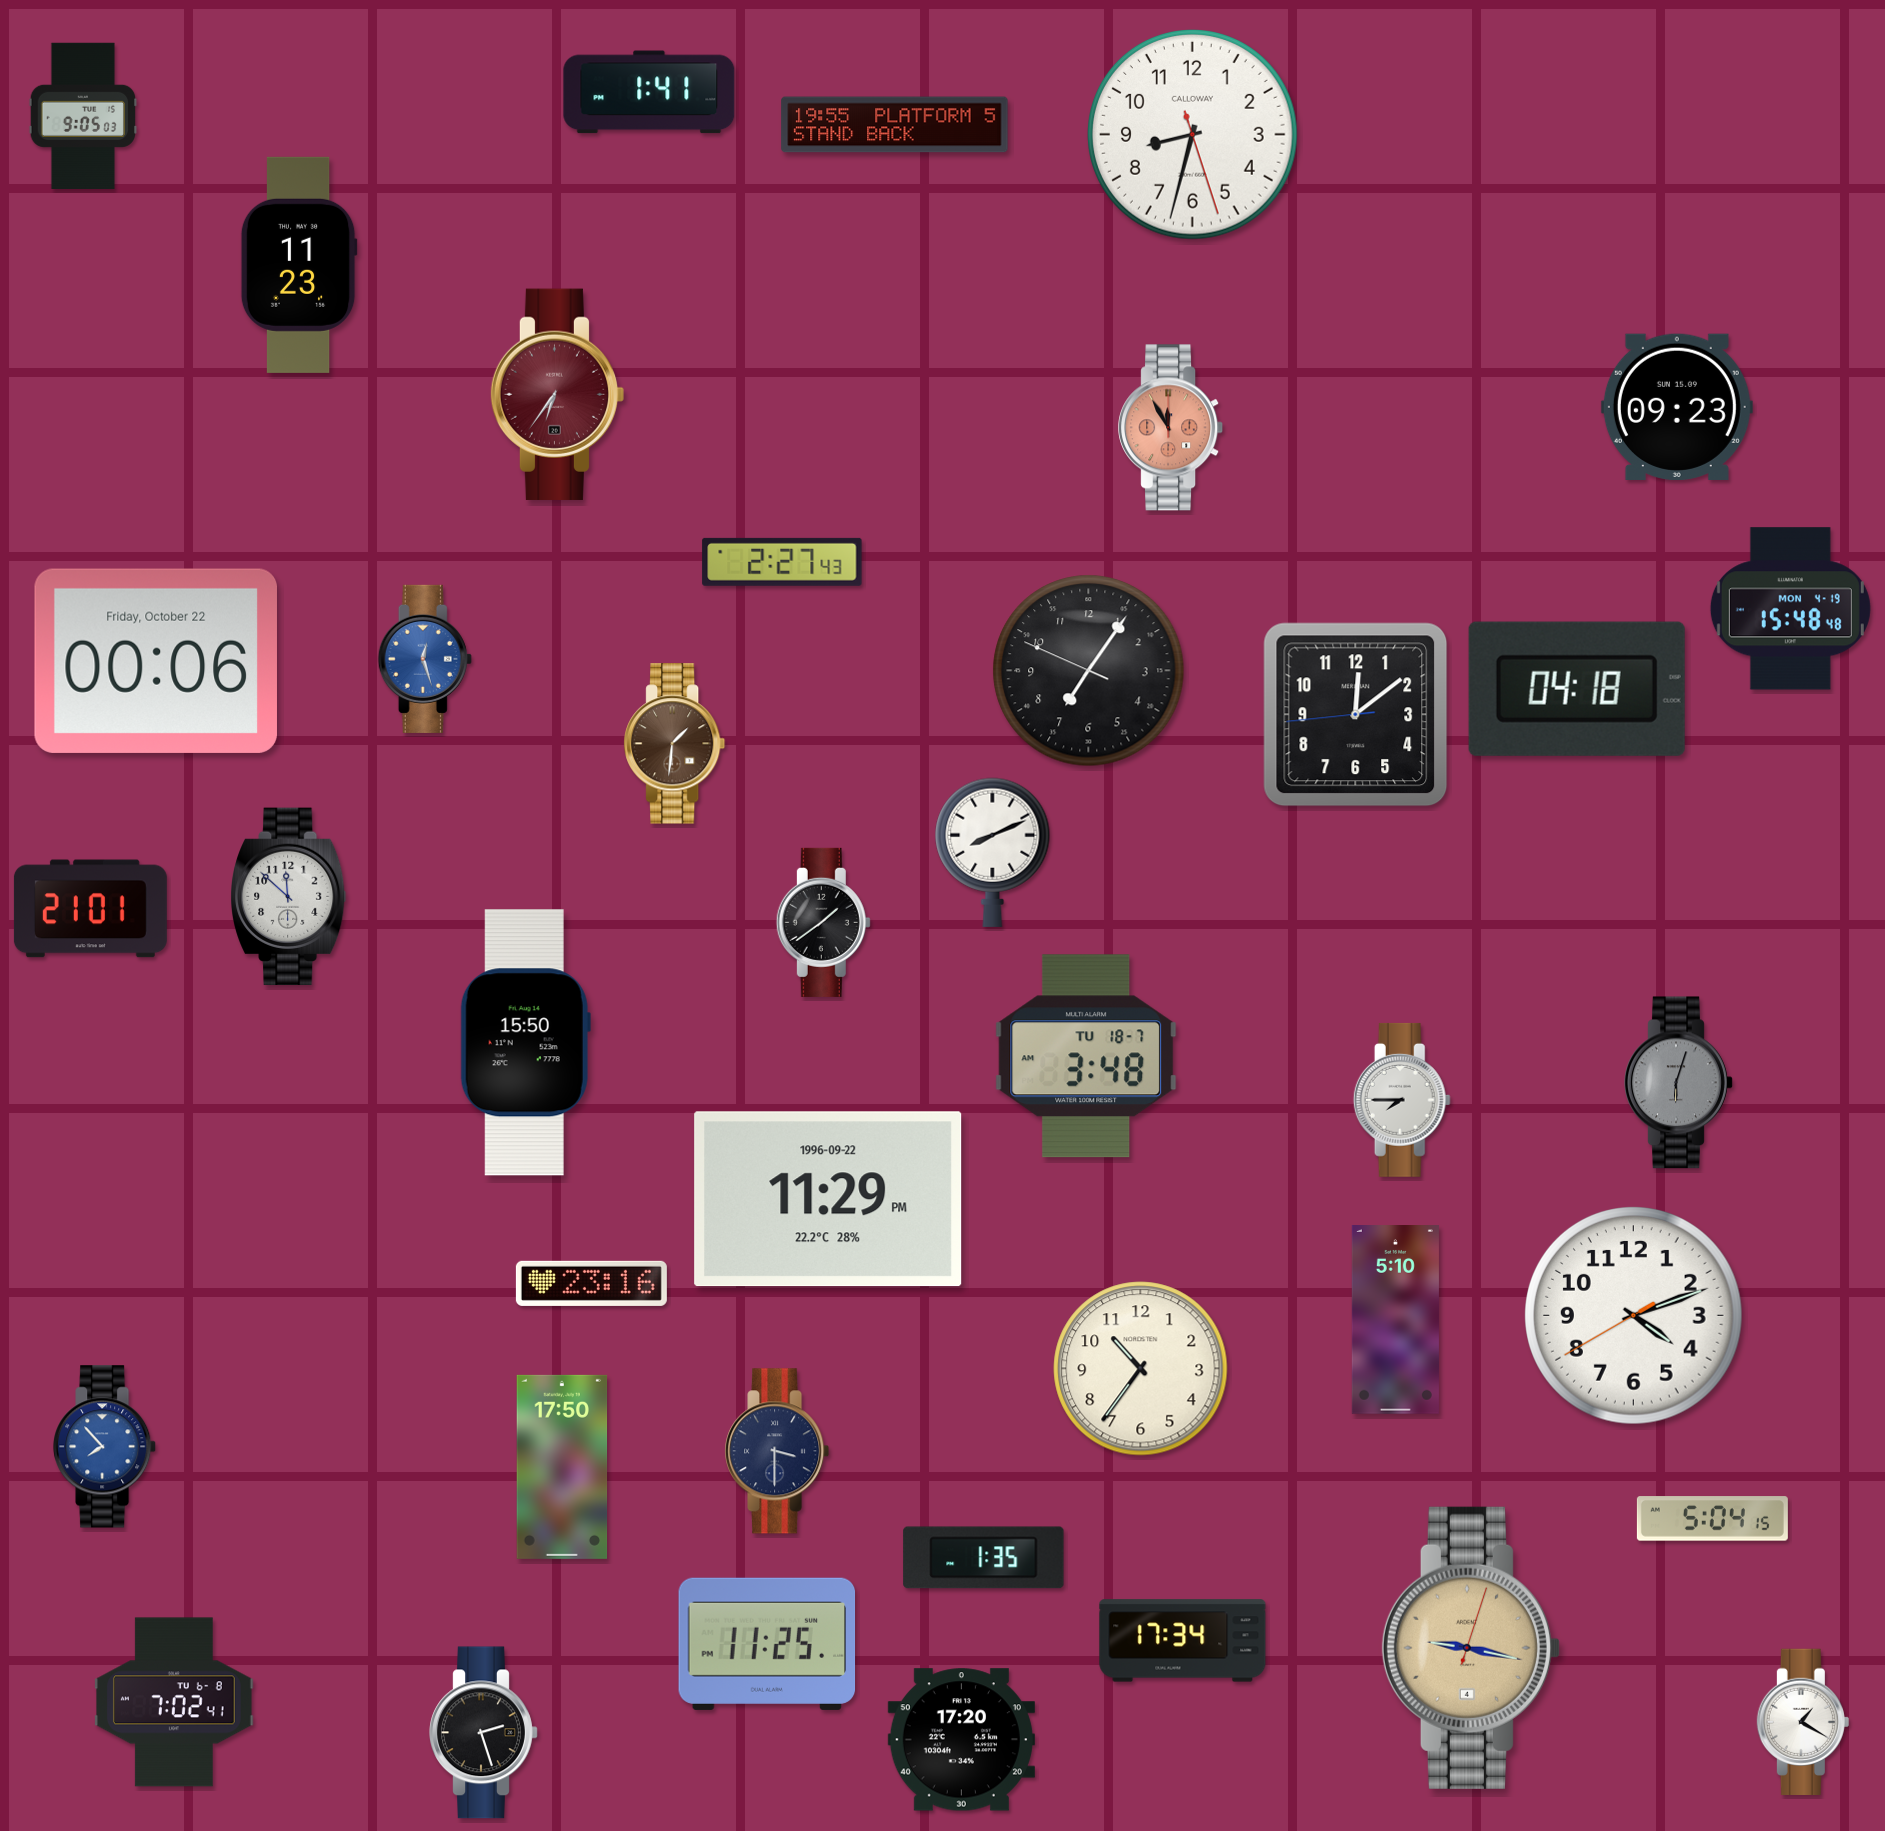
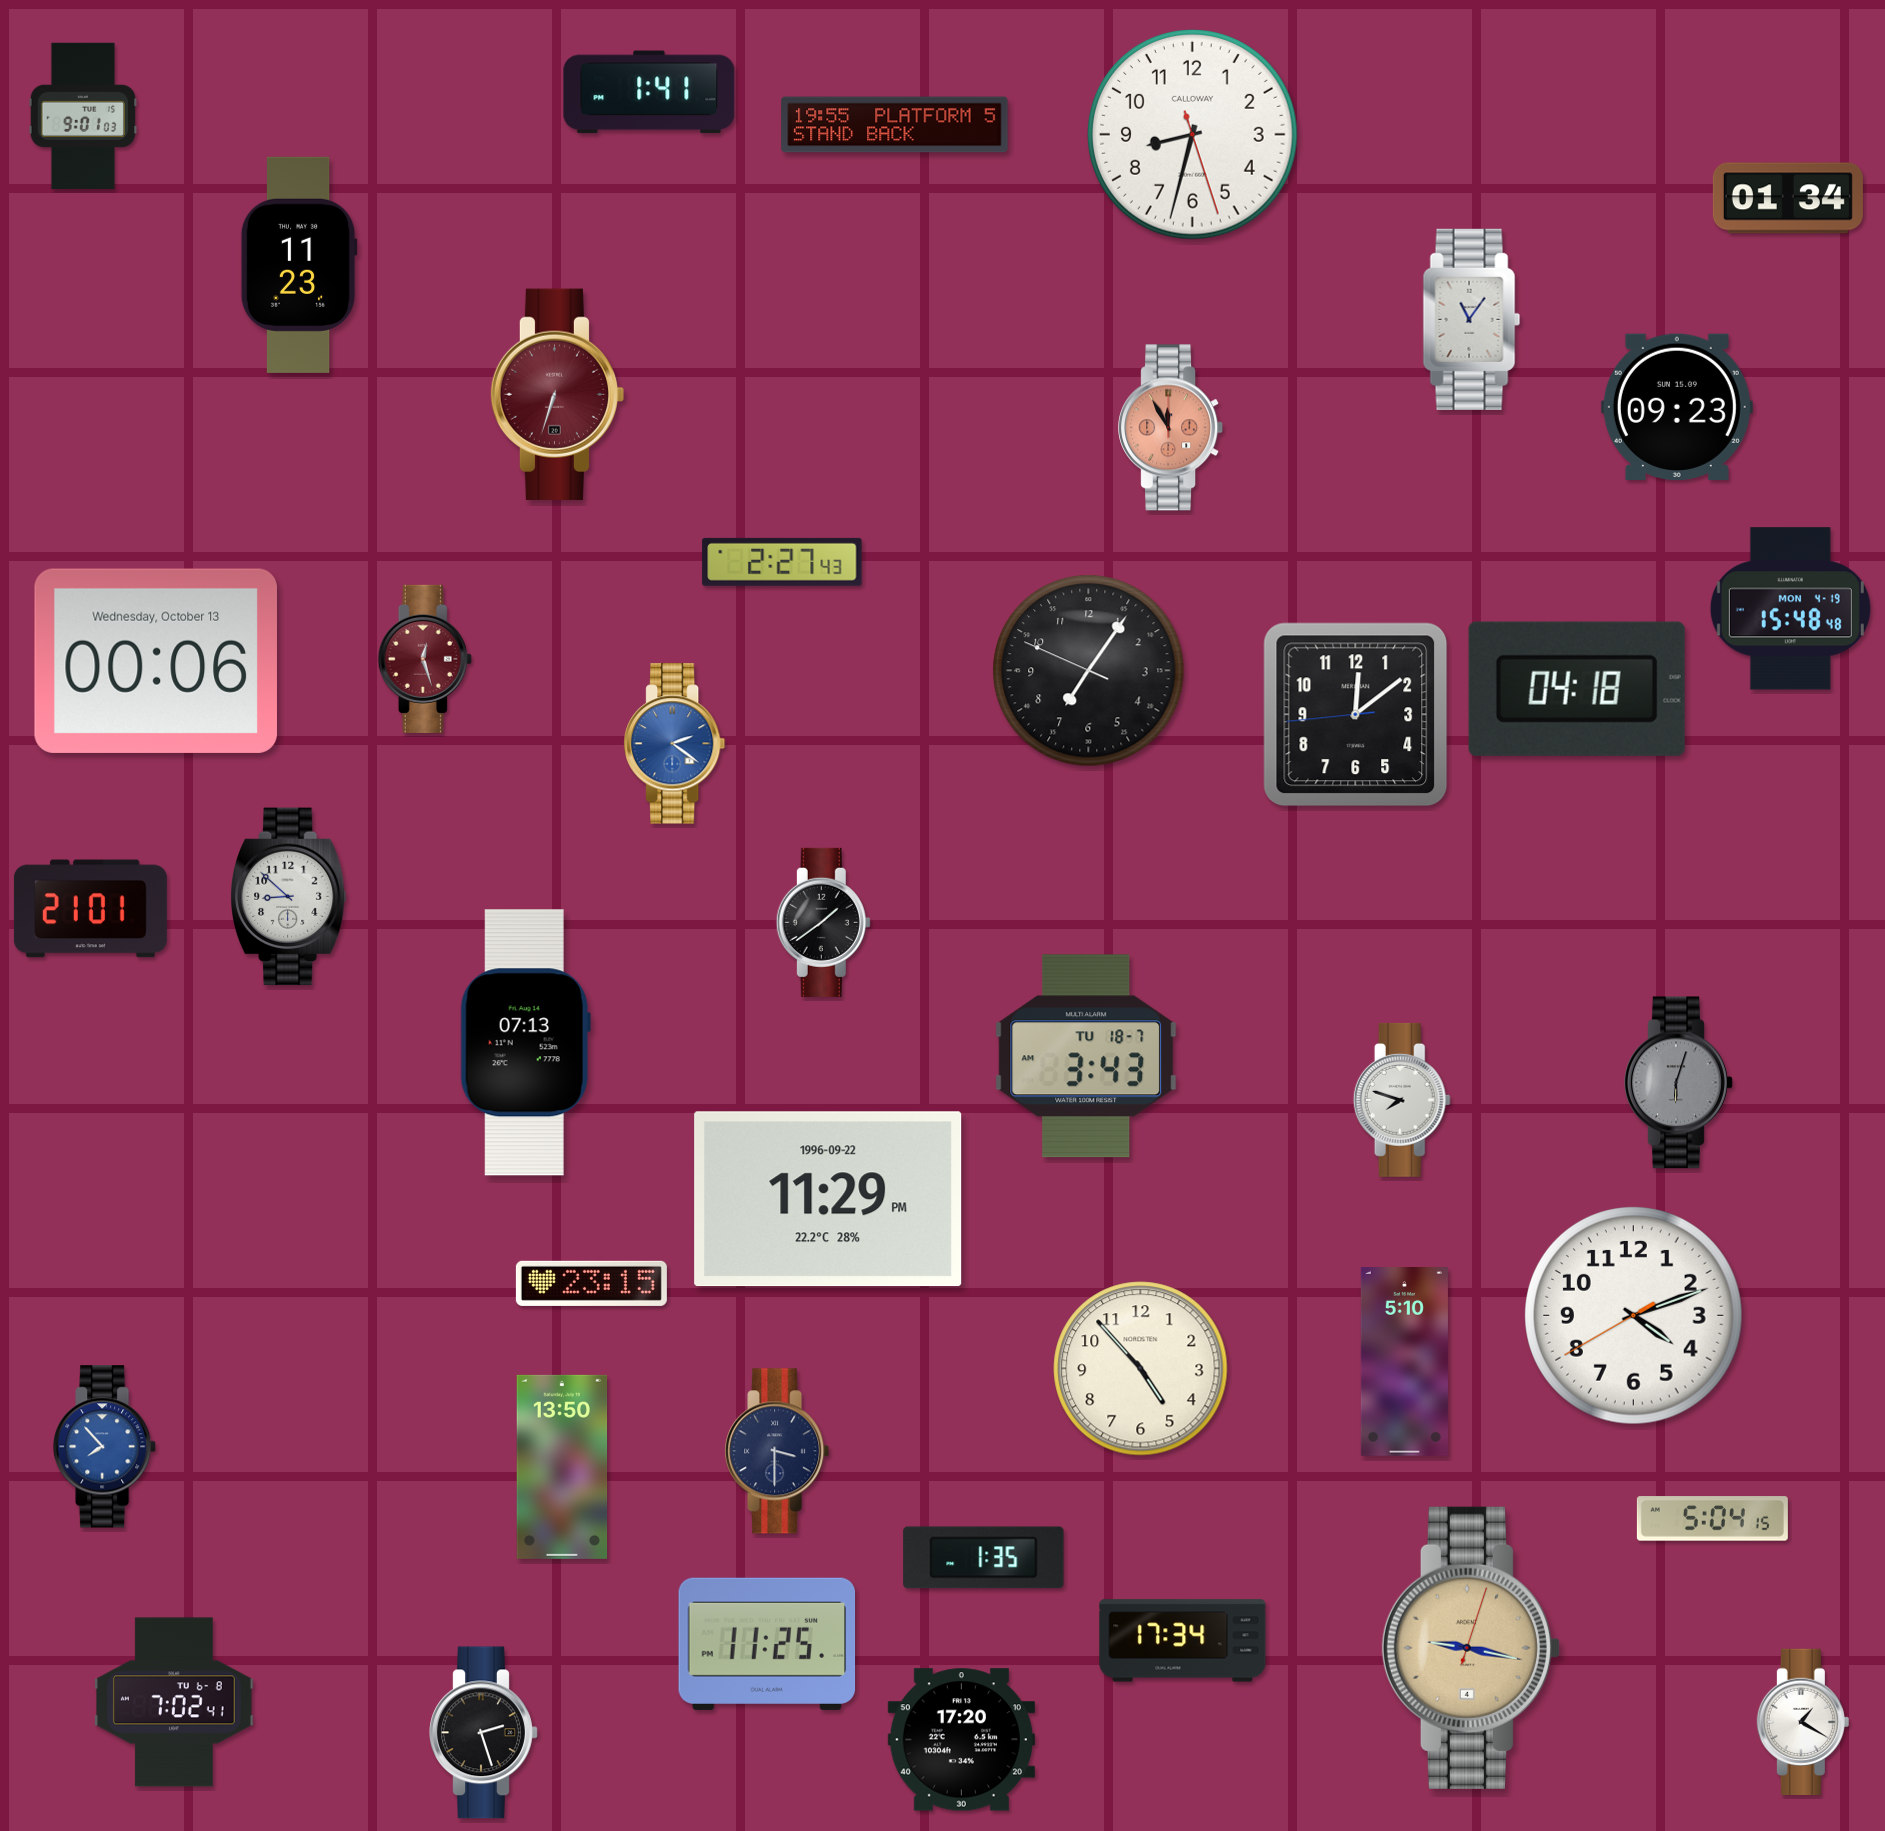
clock at (83, 115): 9:05 -> 9:01
clock at (1788, 198): none -> 01:34
clock at (1472, 319): none -> 11:06
clock at (558, 394): 6:36 -> 6:33
clock at (425, 659) dial: blue -> burgundy
clock at (156, 661) date: Friday, October 22 -> Wednesday, October 13
clock at (675, 744): 1:31 -> 2:21
clock at (675, 744) dial: brown -> blue
clock at (993, 852): 8:11 -> none
clock at (289, 897): 11:52 -> 8:52
clock at (525, 1043): 15:50 -> 07:13
clock at (1086, 1056): 3:48 -> 3:43
clock at (1402, 1100): 7:45 -> 7:48
clock at (591, 1283): 23:16 -> 23:15
clock at (1395, 1320) position: (1395, 1320) -> (1404, 1362)
clock at (1141, 1369): 10:36 -> 4:53
clock at (562, 1467): 17:50 -> 13:50
